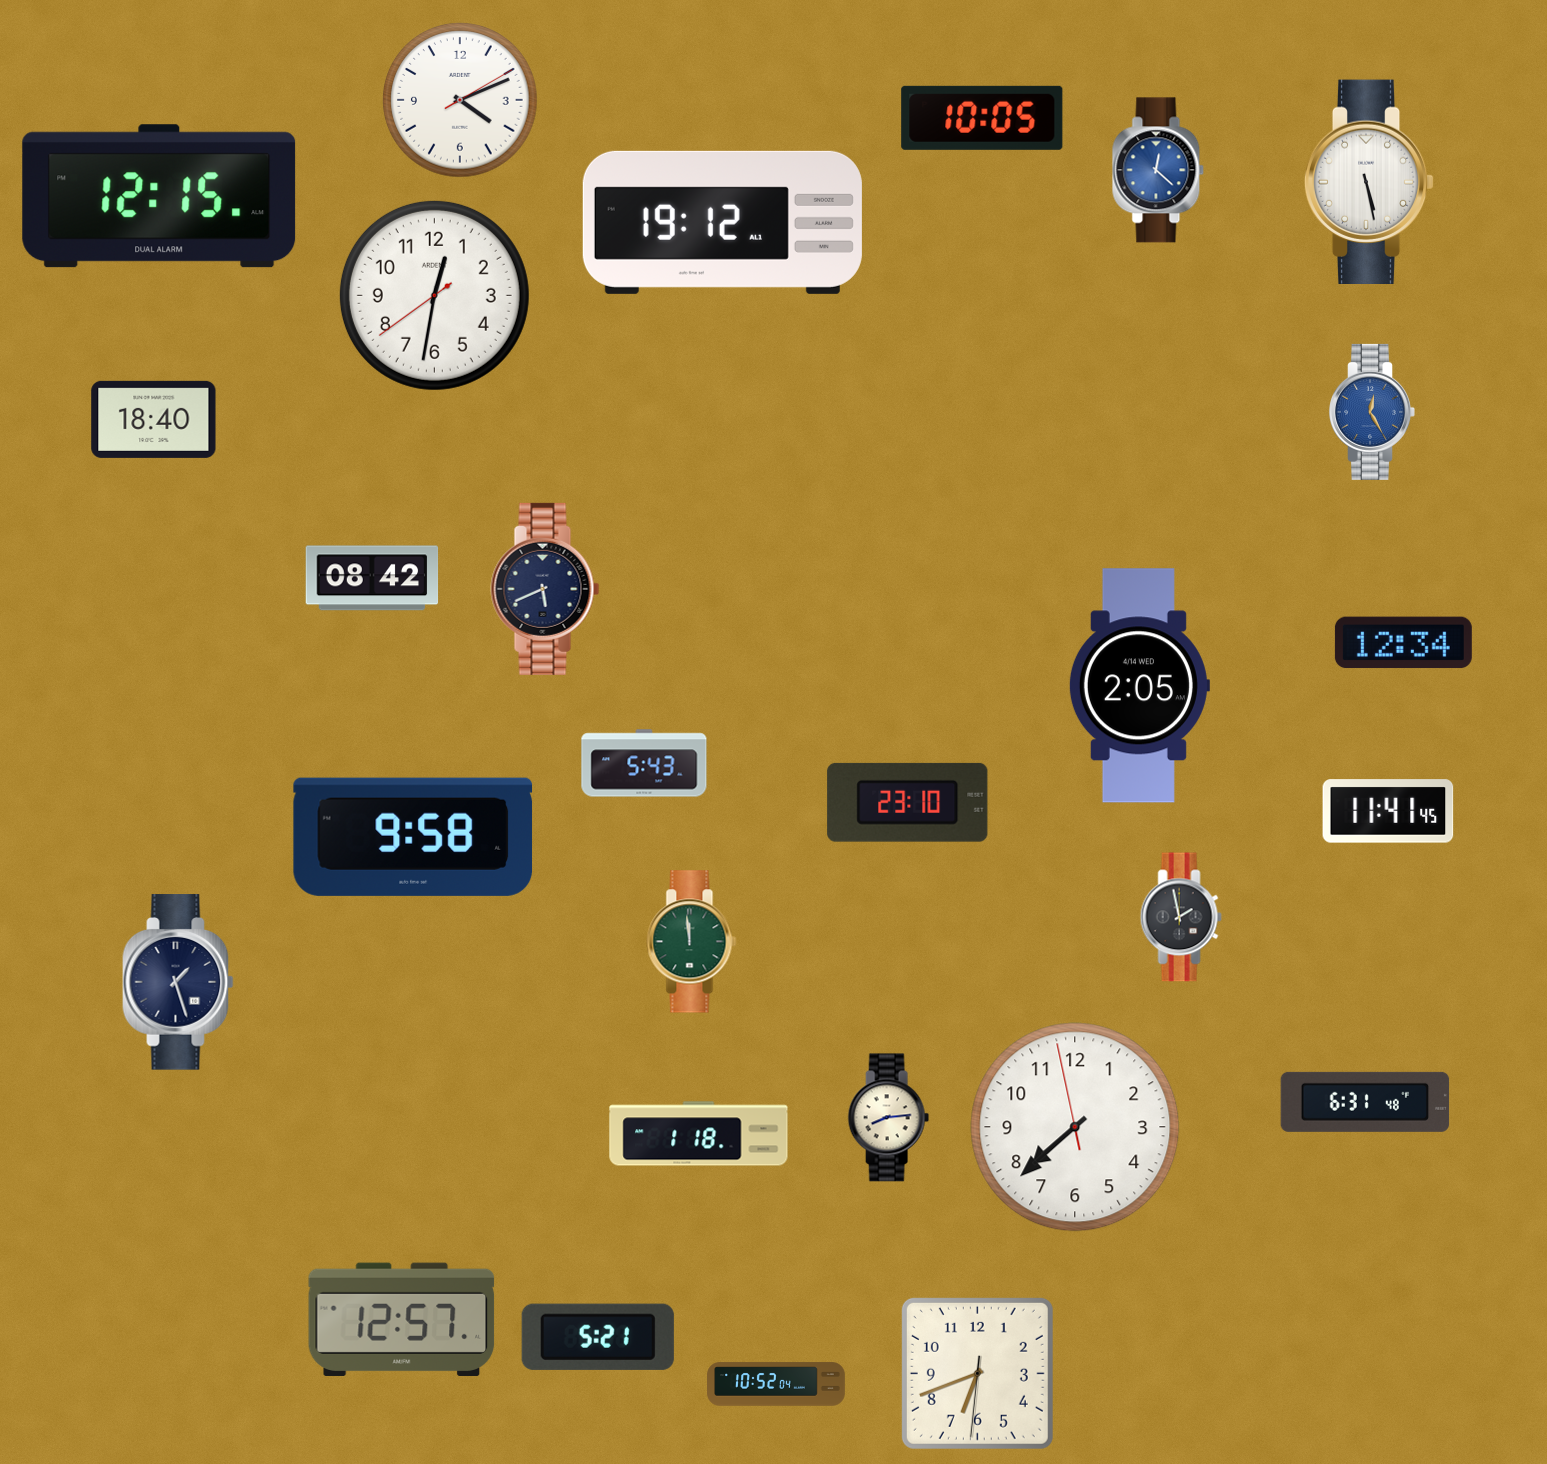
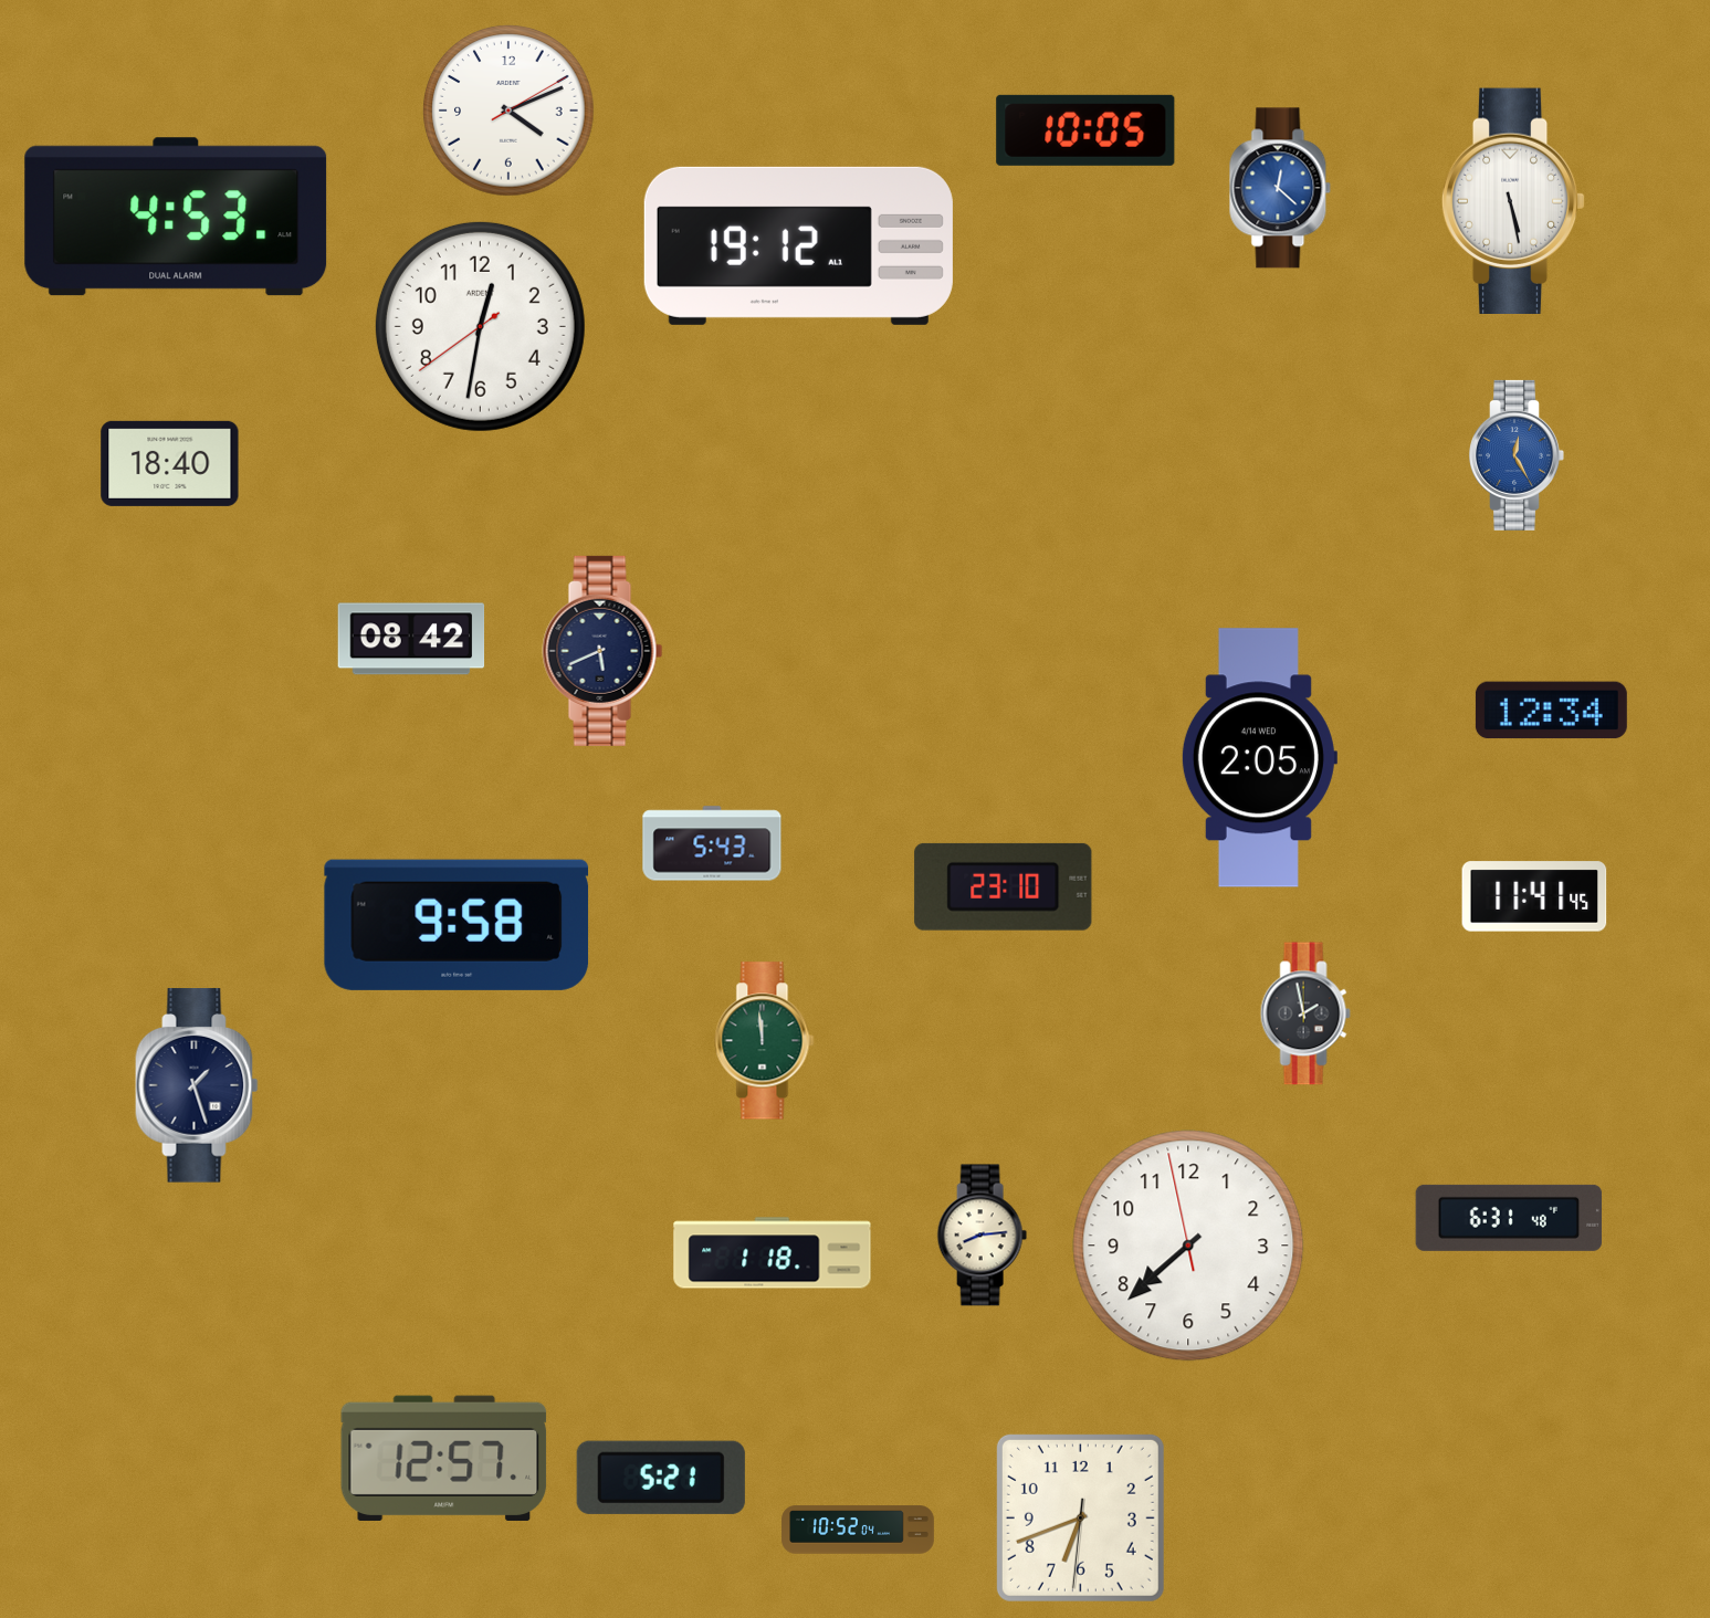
clock at (159, 196): 12:15 -> 4:53
